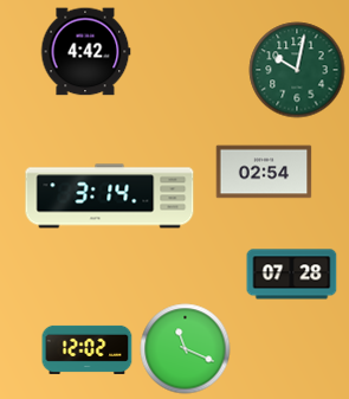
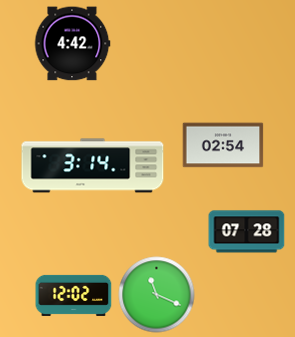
clock at (297, 70): 10:02 -> none
